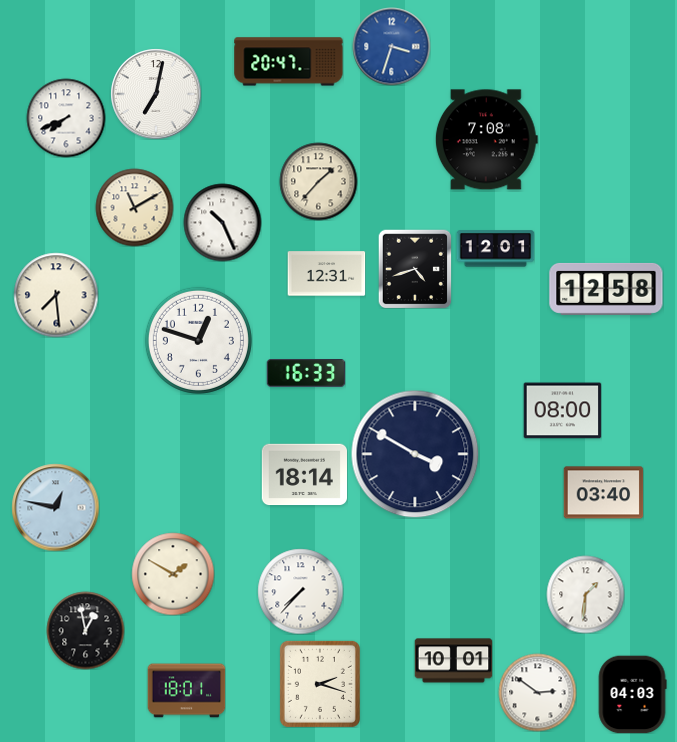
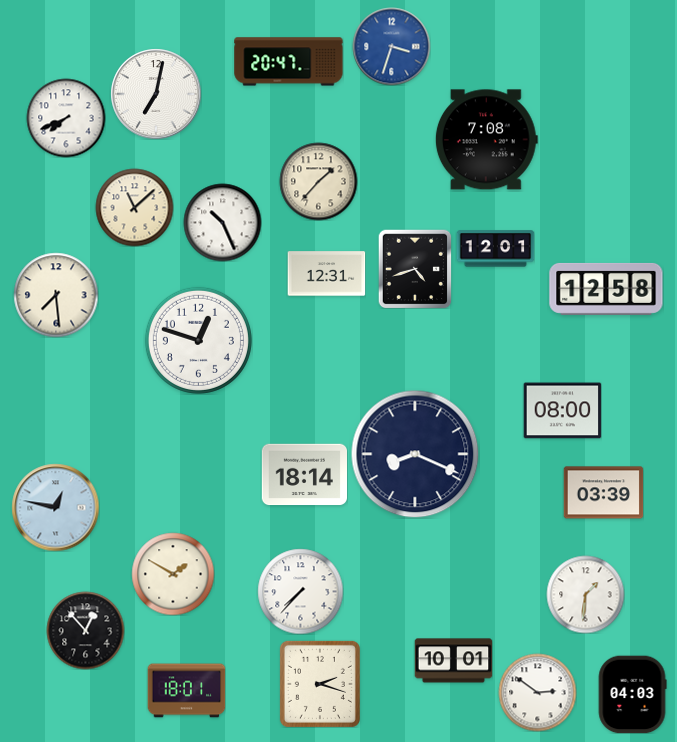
clock at (134, 207): 11:10 -> 11:08
clock at (306, 374): 16:33 -> none
clock at (415, 454): 3:50 -> 8:19
clock at (603, 493): 03:40 -> 03:39
clock at (85, 630): 12:58 -> 12:53
